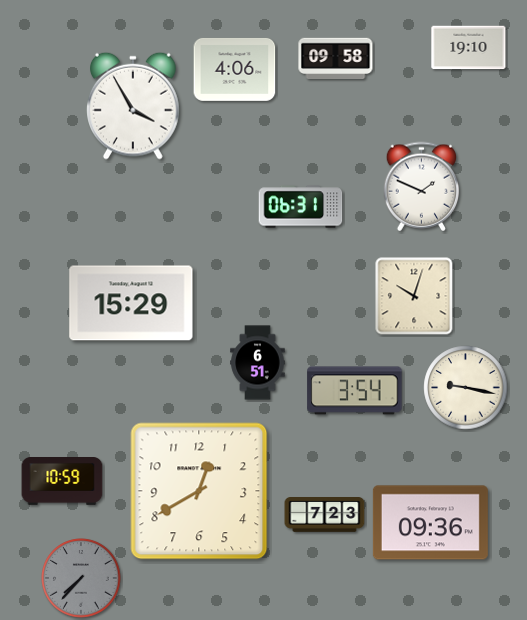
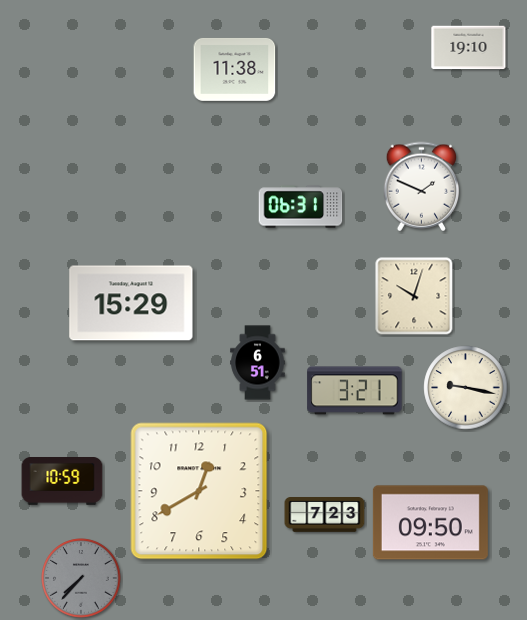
clock at (336, 58): 09:58 -> none
clock at (235, 69): 4:06 -> 11:38
clock at (134, 106): 3:55 -> none
clock at (355, 391): 3:54 -> 3:21
clock at (430, 523): 09:36 -> 09:50
